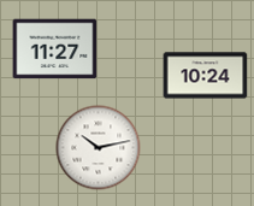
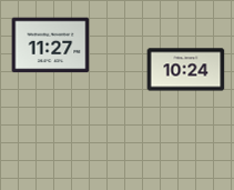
clock at (206, 76) position: (206, 76) -> (186, 70)
clock at (99, 148): 10:13 -> none
